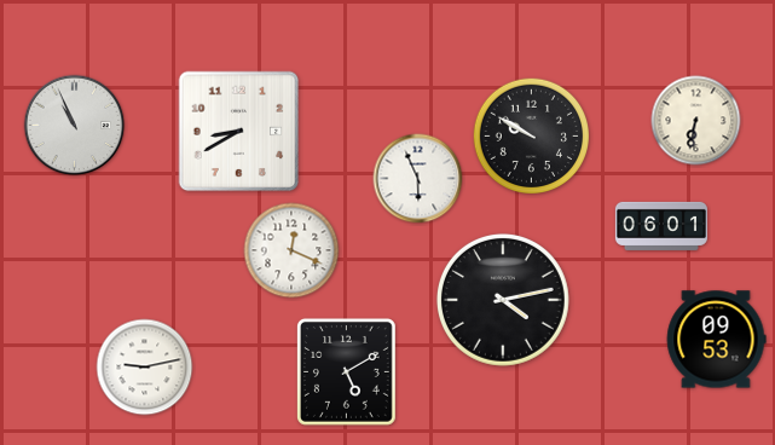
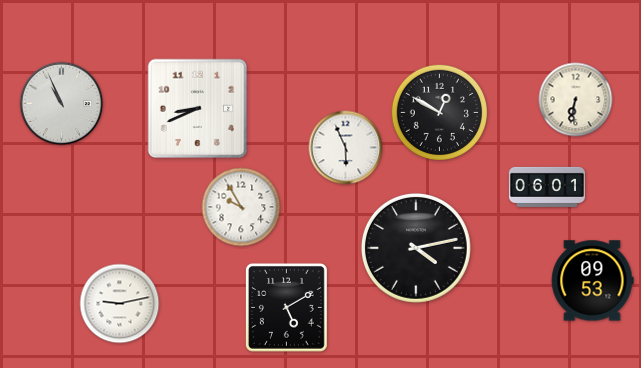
clock at (239, 132): 8:40 -> 8:41
clock at (532, 137): 9:50 -> 12:50
clock at (291, 250): 12:19 -> 9:55
